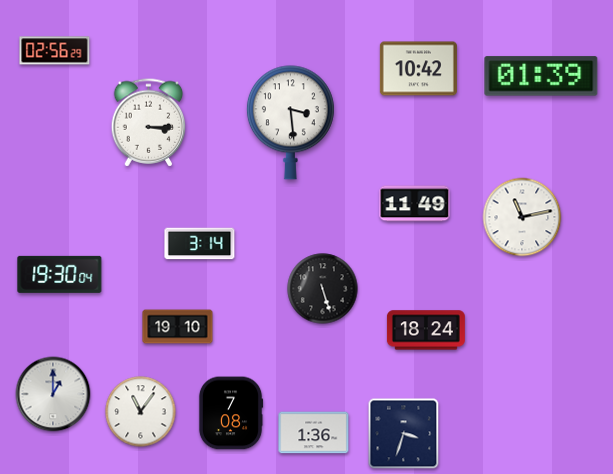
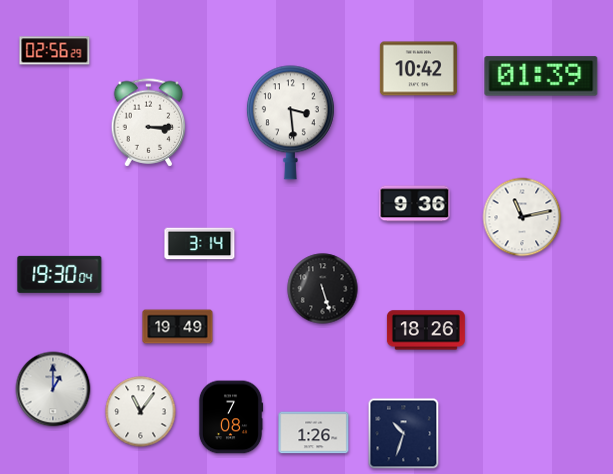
clock at (415, 204): 11:49 -> 9:36
clock at (178, 327): 19:10 -> 19:49
clock at (426, 330): 18:24 -> 18:26
clock at (53, 394) position: (53, 394) -> (53, 389)
clock at (231, 413) position: (231, 413) -> (231, 417)
clock at (314, 433): 1:36 -> 1:26
clock at (404, 434): 3:33 -> 10:33
